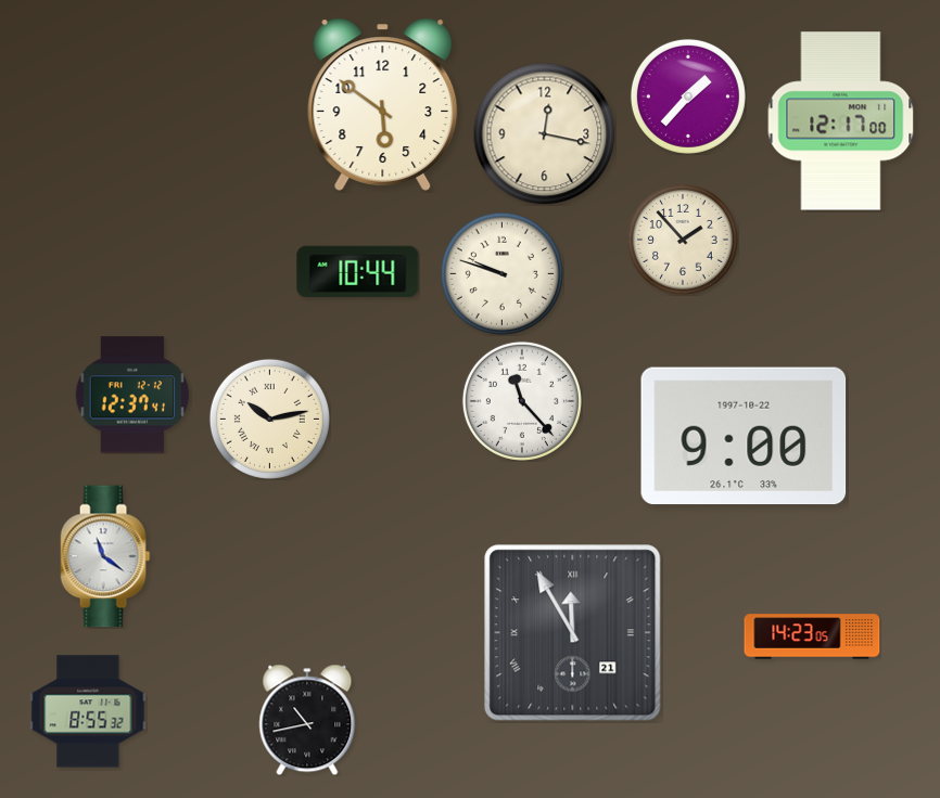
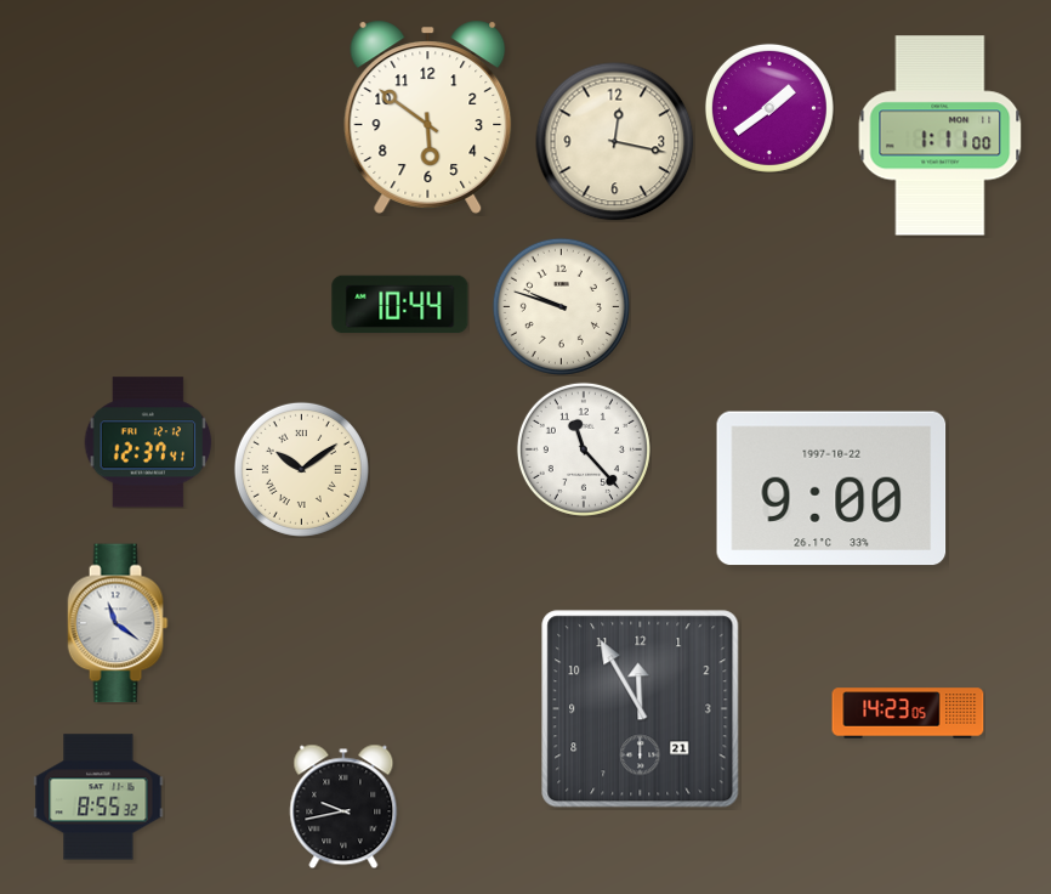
clock at (688, 96): 1:37 -> 1:39
clock at (841, 121): 12:17 -> 1:11
clock at (545, 134) position: (545, 134) -> (615, 142)
clock at (683, 240): 1:53 -> none
clock at (269, 419): 10:13 -> 10:09
clock at (573, 633) numerals: Roman -> Arabic
clock at (307, 720): 10:43 -> 9:43
